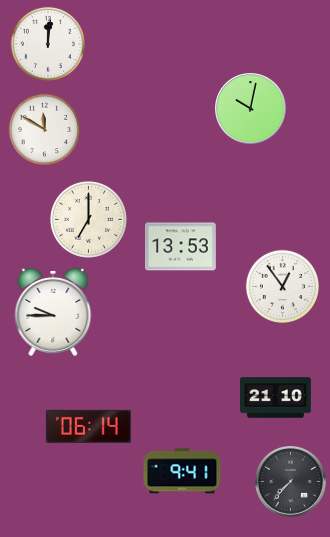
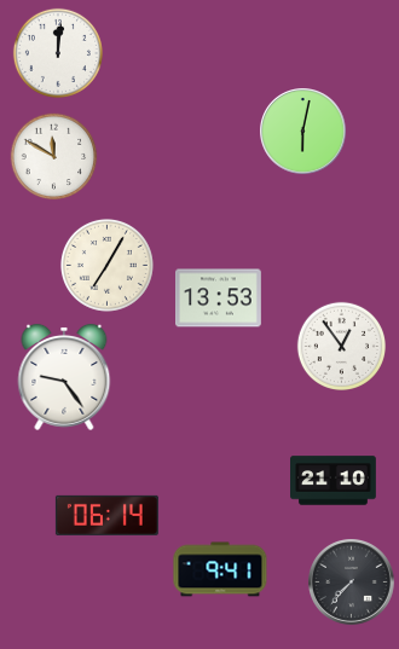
clock at (251, 109): 10:02 -> 6:02
clock at (88, 219): 7:00 -> 7:05
clock at (53, 312): 9:45 -> 9:24
